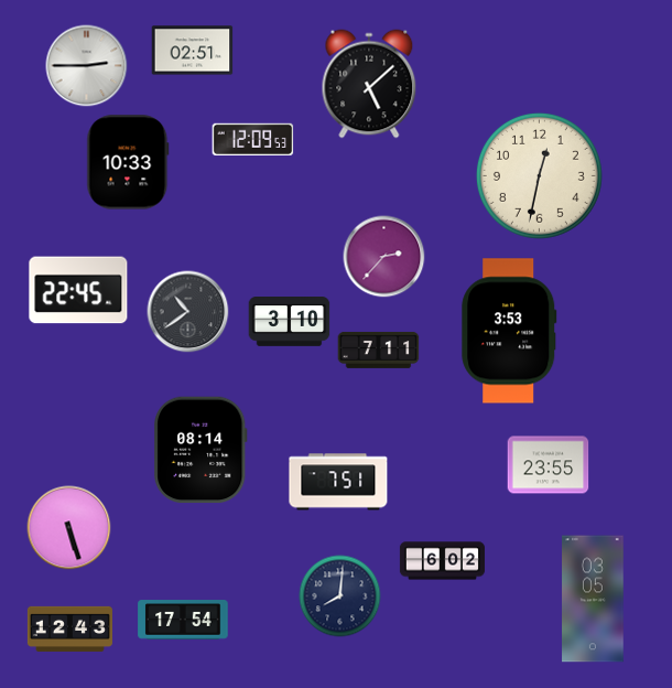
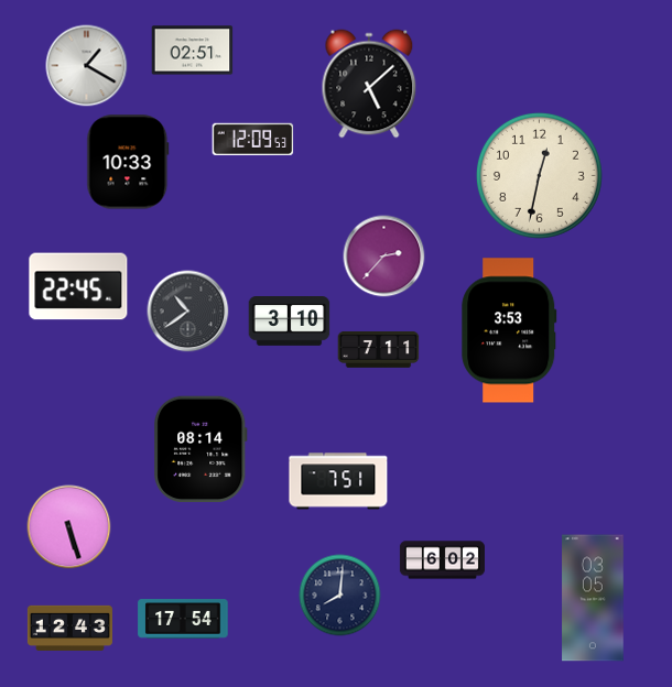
clock at (87, 66): 2:45 -> 1:20
clock at (78, 290) position: (78, 290) -> (78, 286)
clock at (549, 465): 23:55 -> none
